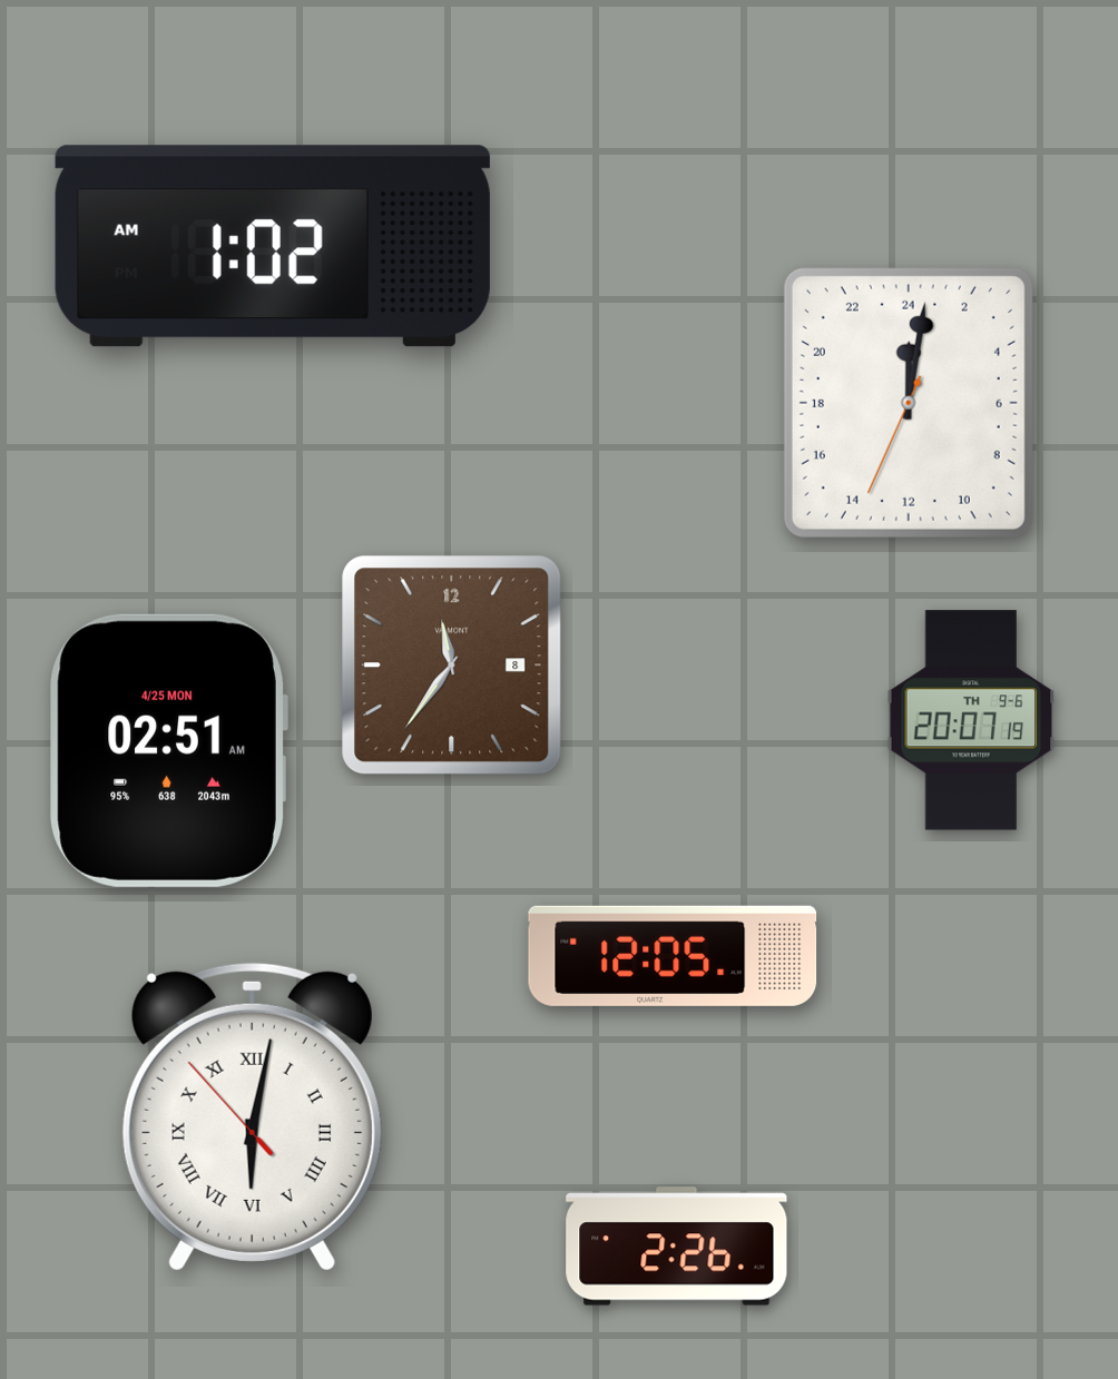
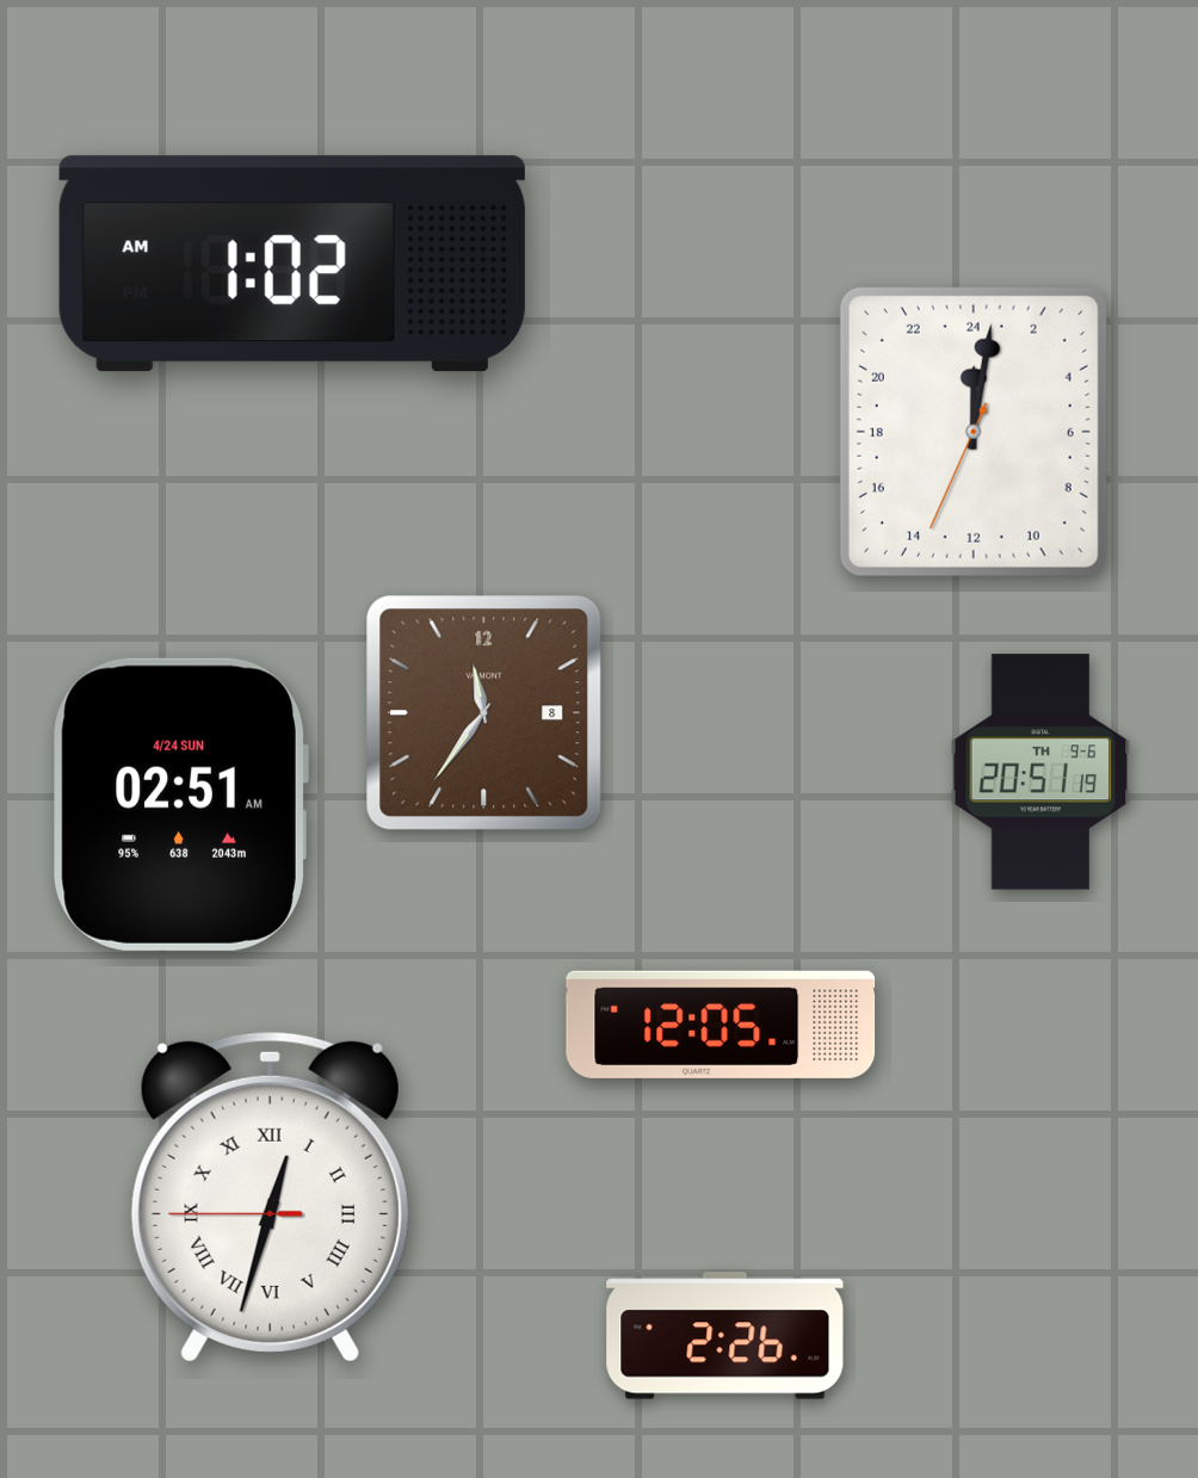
clock at (971, 720): 20:07 -> 20:51
clock at (168, 750) date: 4/25 MON -> 4/24 SUN
clock at (252, 1116): 6:01 -> 12:32
